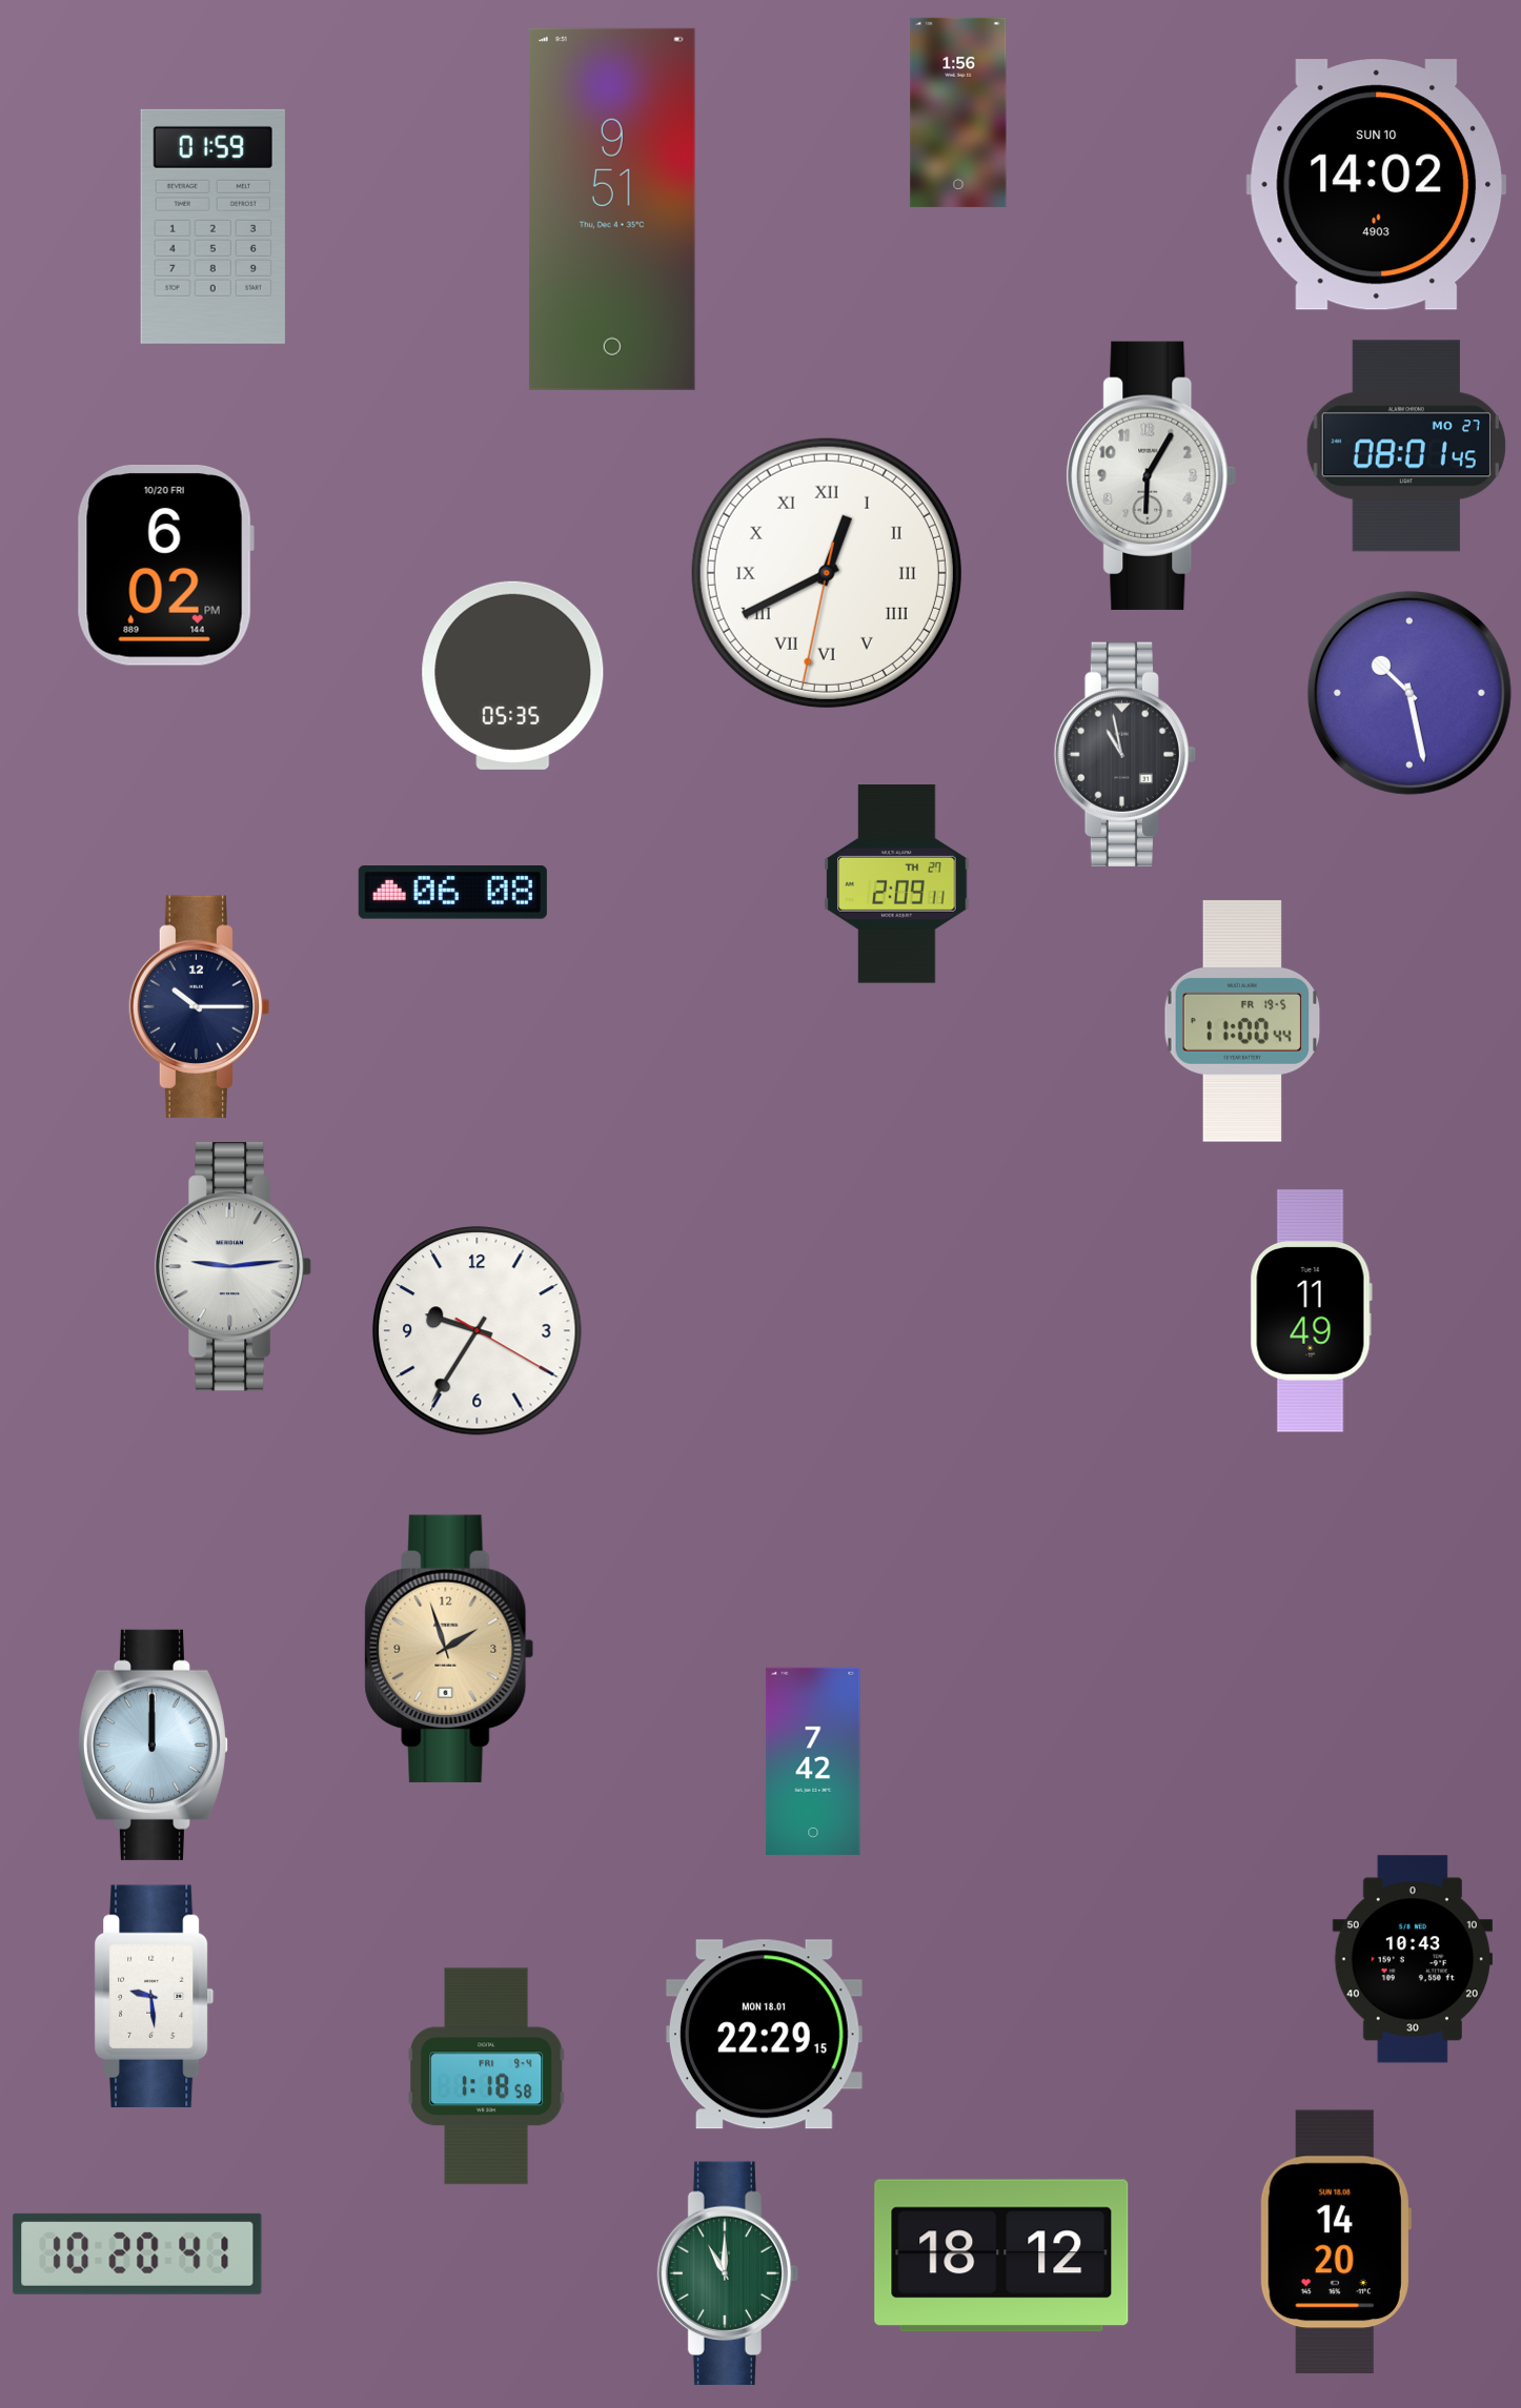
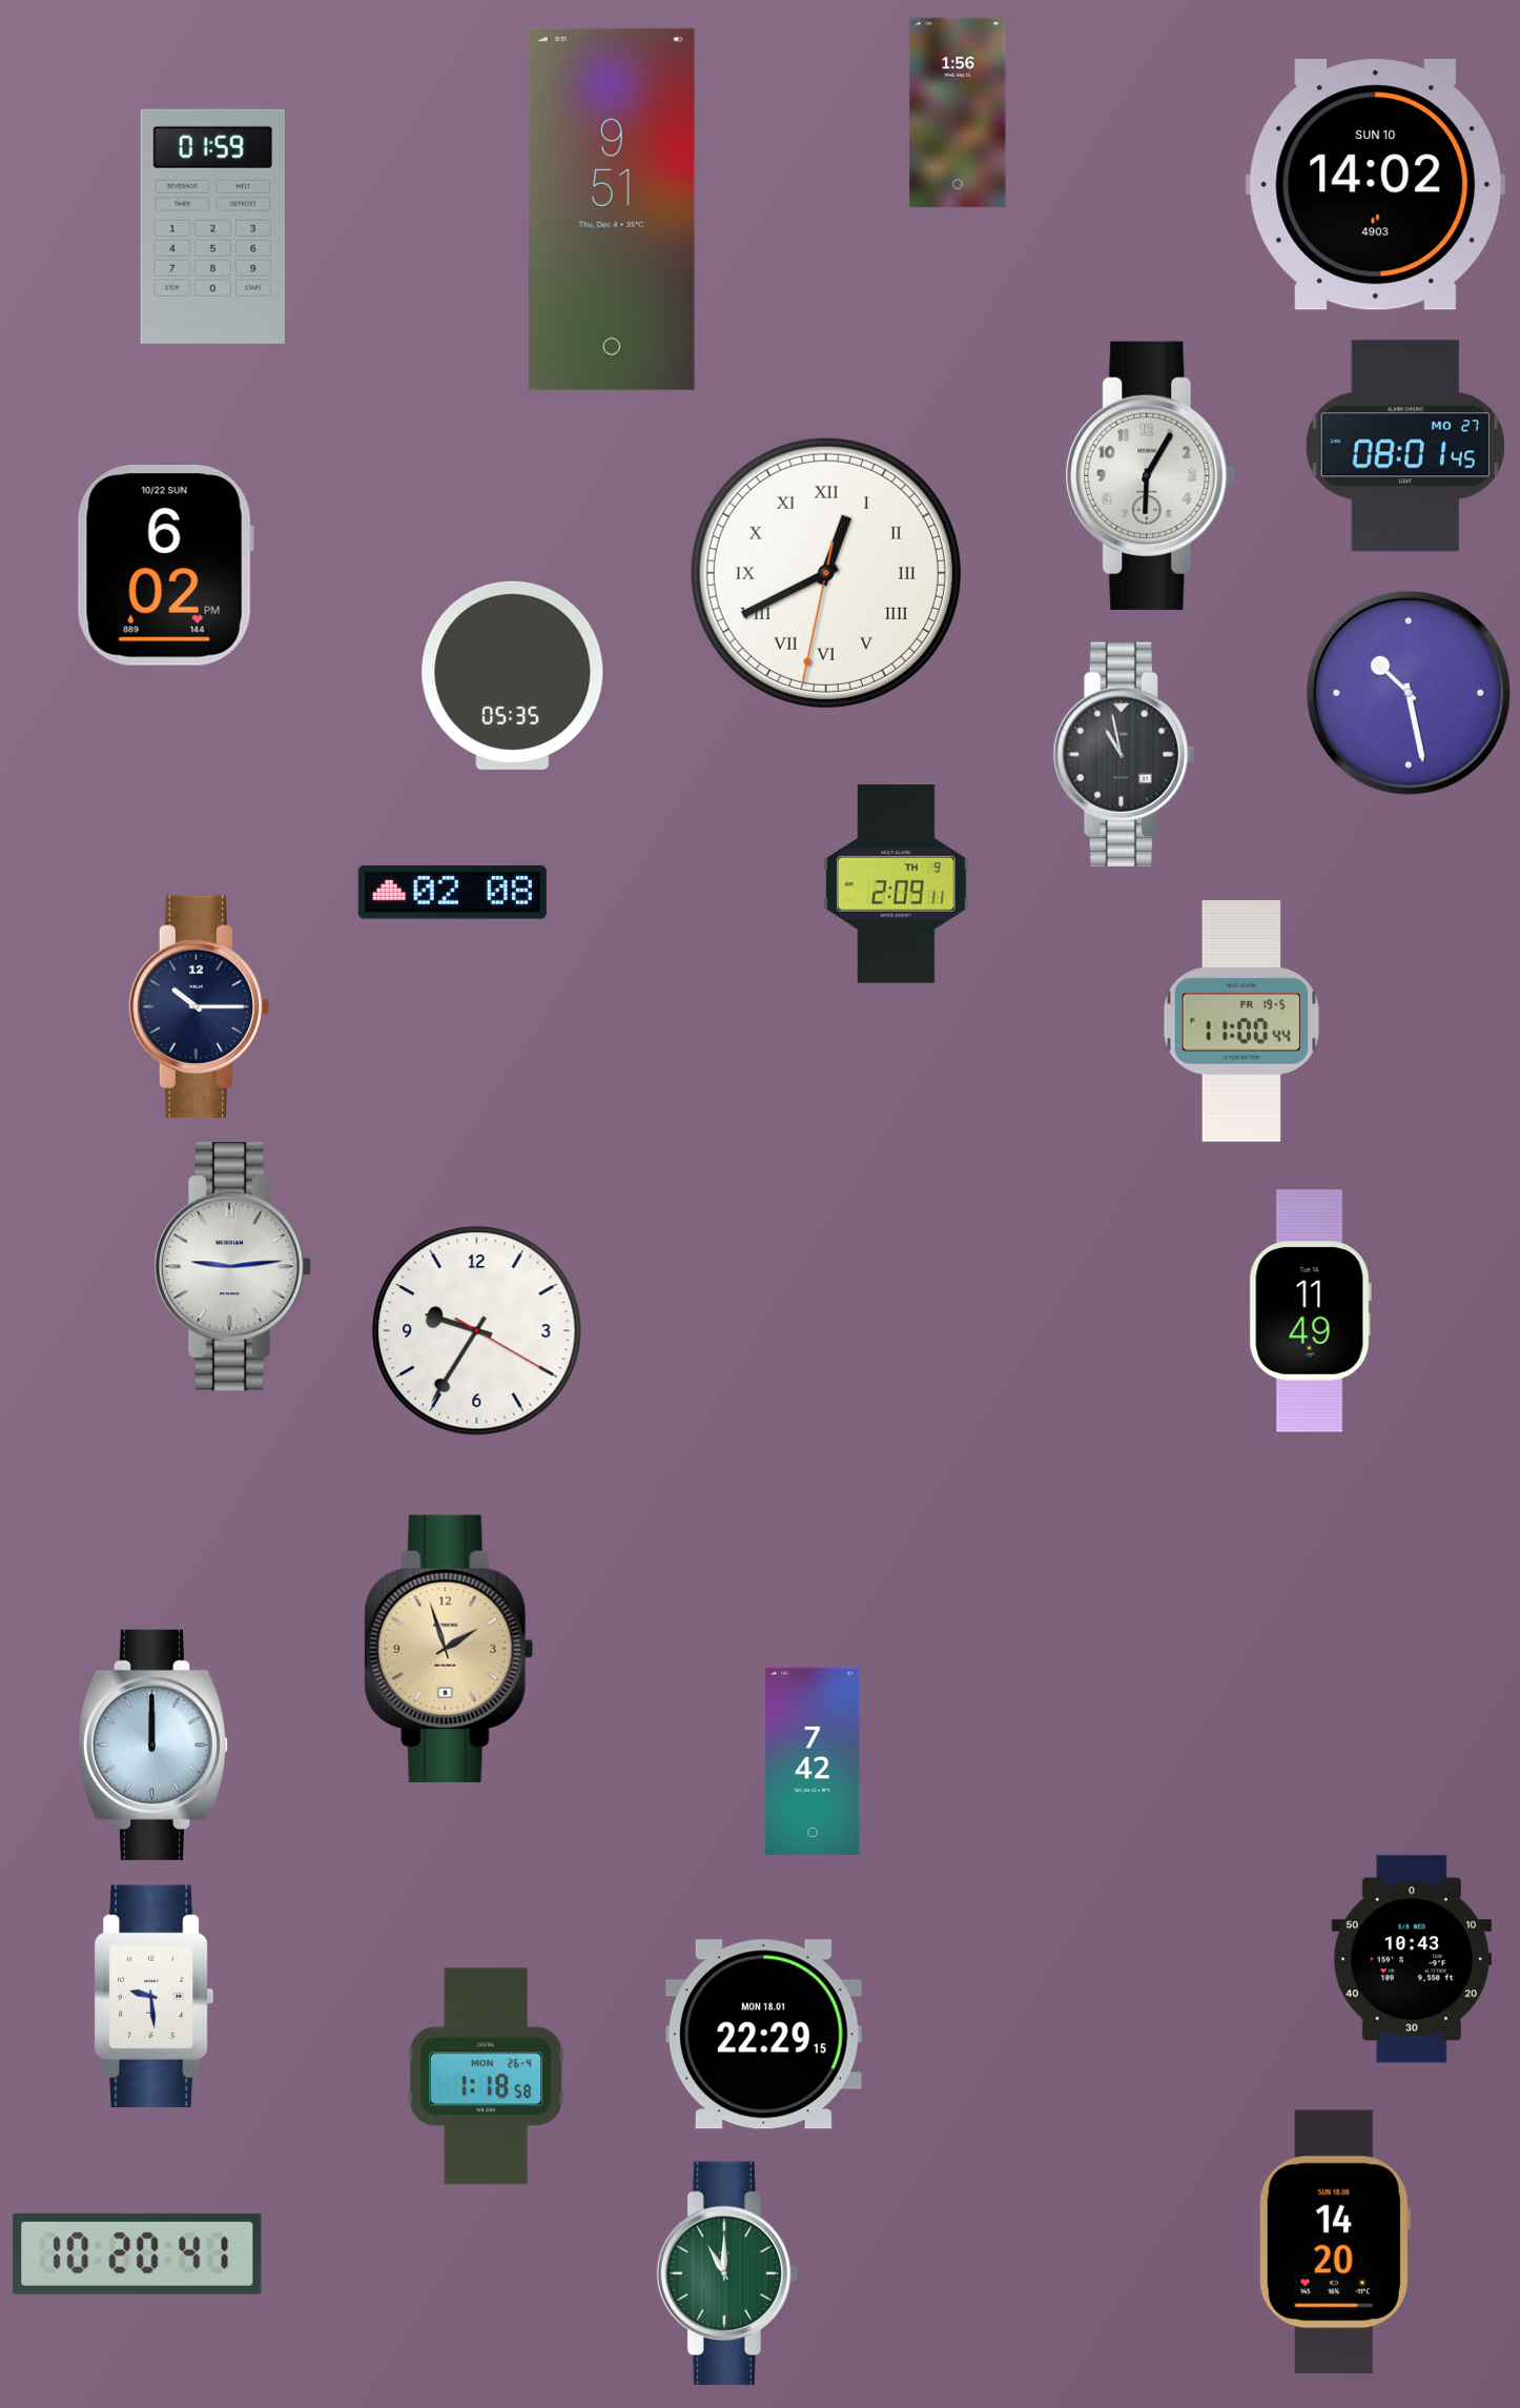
clock at (165, 565) date: 10/20 FRI -> 10/22 SUN
clock at (897, 884) date: TH 27 -> TH 9
clock at (452, 893): 06:08 -> 02:08
clock at (487, 2077) date: FRI 9-4 -> MON 26-4
clock at (1001, 2256): 18:12 -> none
